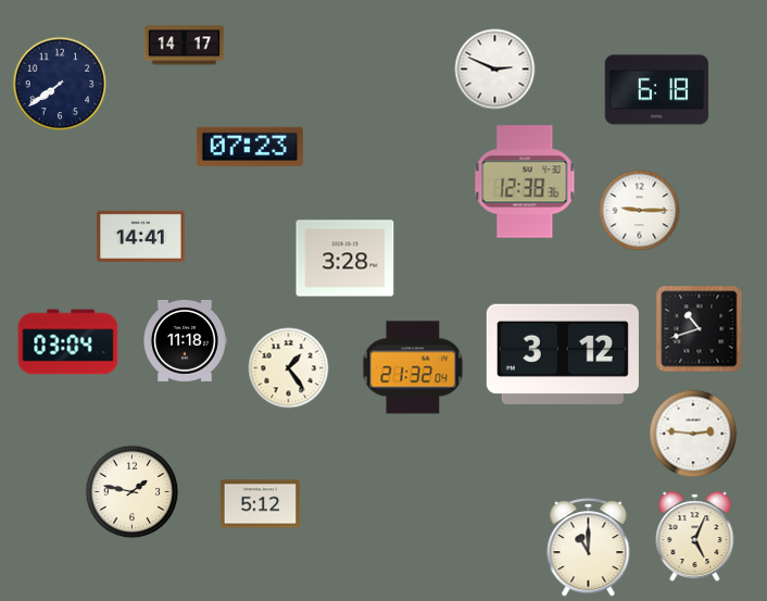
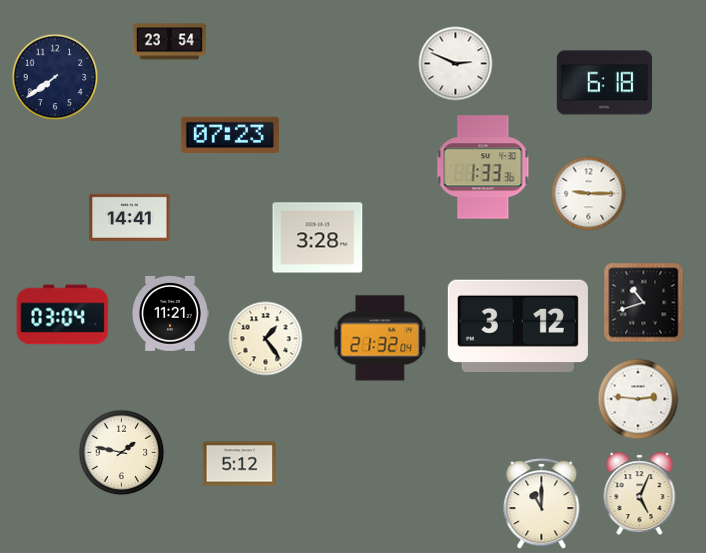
clock at (185, 46): 14:17 -> 23:54
clock at (525, 181): 12:38 -> 1:33
clock at (185, 340): 11:18 -> 11:21
